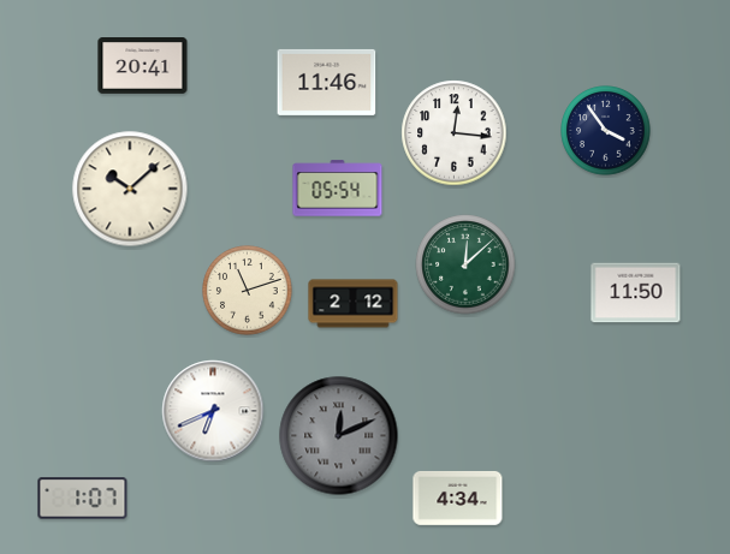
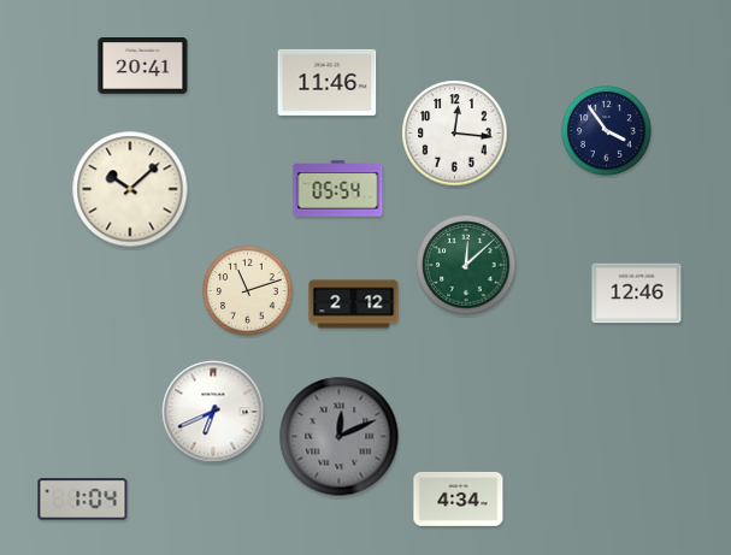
clock at (636, 293): 11:50 -> 12:46
clock at (83, 499): 1:07 -> 1:04
